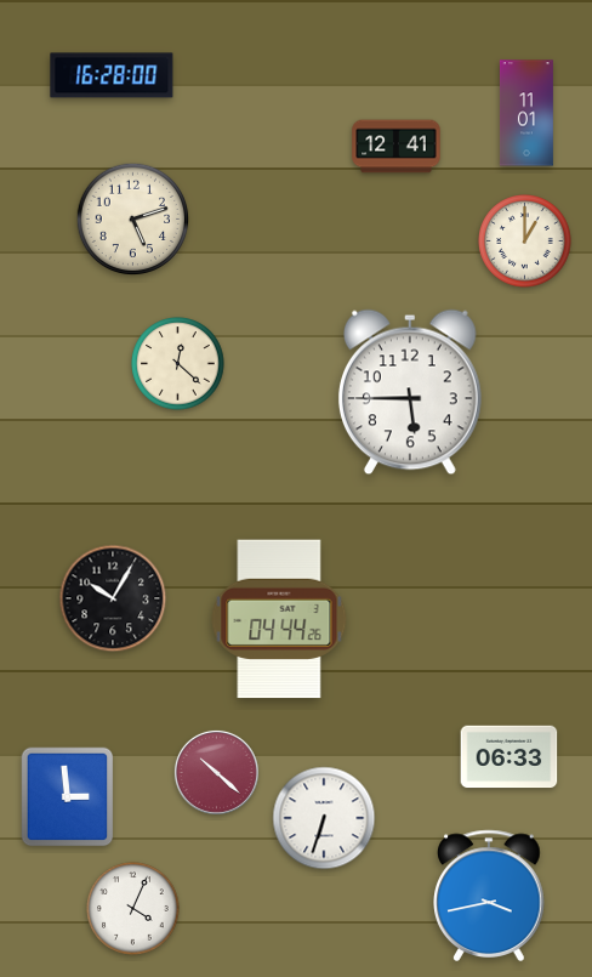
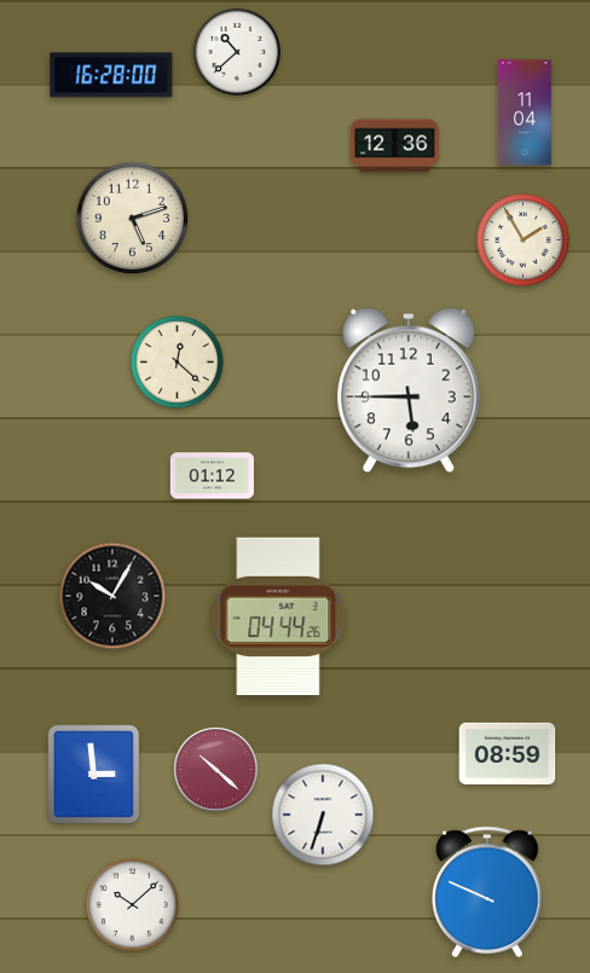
clock at (236, 51): none -> 10:38
clock at (526, 113): 11:01 -> 11:04
clock at (397, 147): 12:41 -> 12:36
clock at (525, 242): 1:00 -> 1:55
clock at (212, 476): none -> 01:12
clock at (510, 757): 06:33 -> 08:59
clock at (68, 797) position: (68, 797) -> (94, 775)
clock at (489, 896): 3:43 -> 9:49
clock at (133, 909): 4:04 -> 10:08
